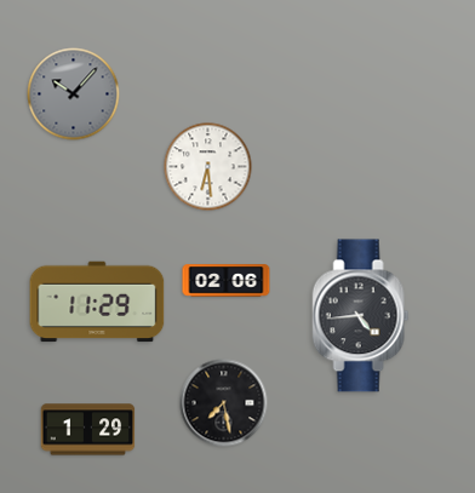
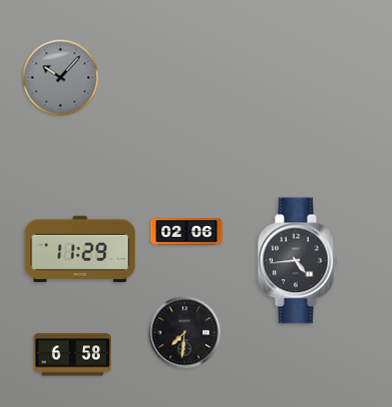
clock at (208, 167): 6:29 -> none
clock at (224, 403): 7:28 -> 7:31
clock at (88, 430): 1:29 -> 6:58
